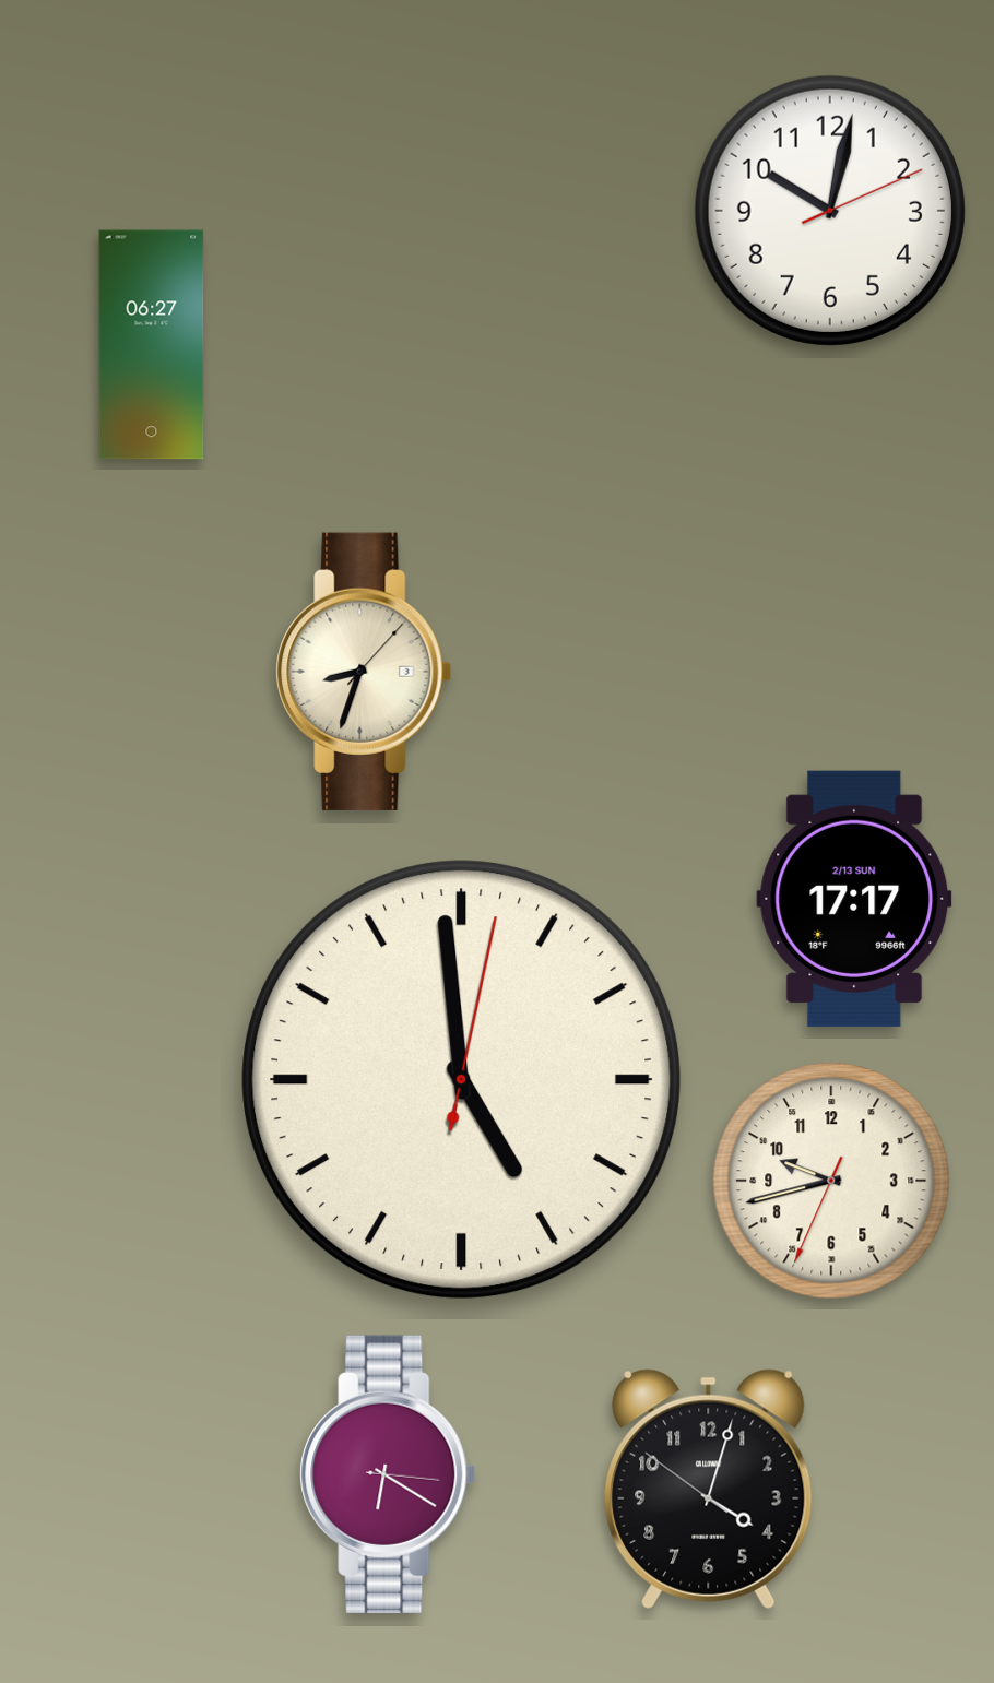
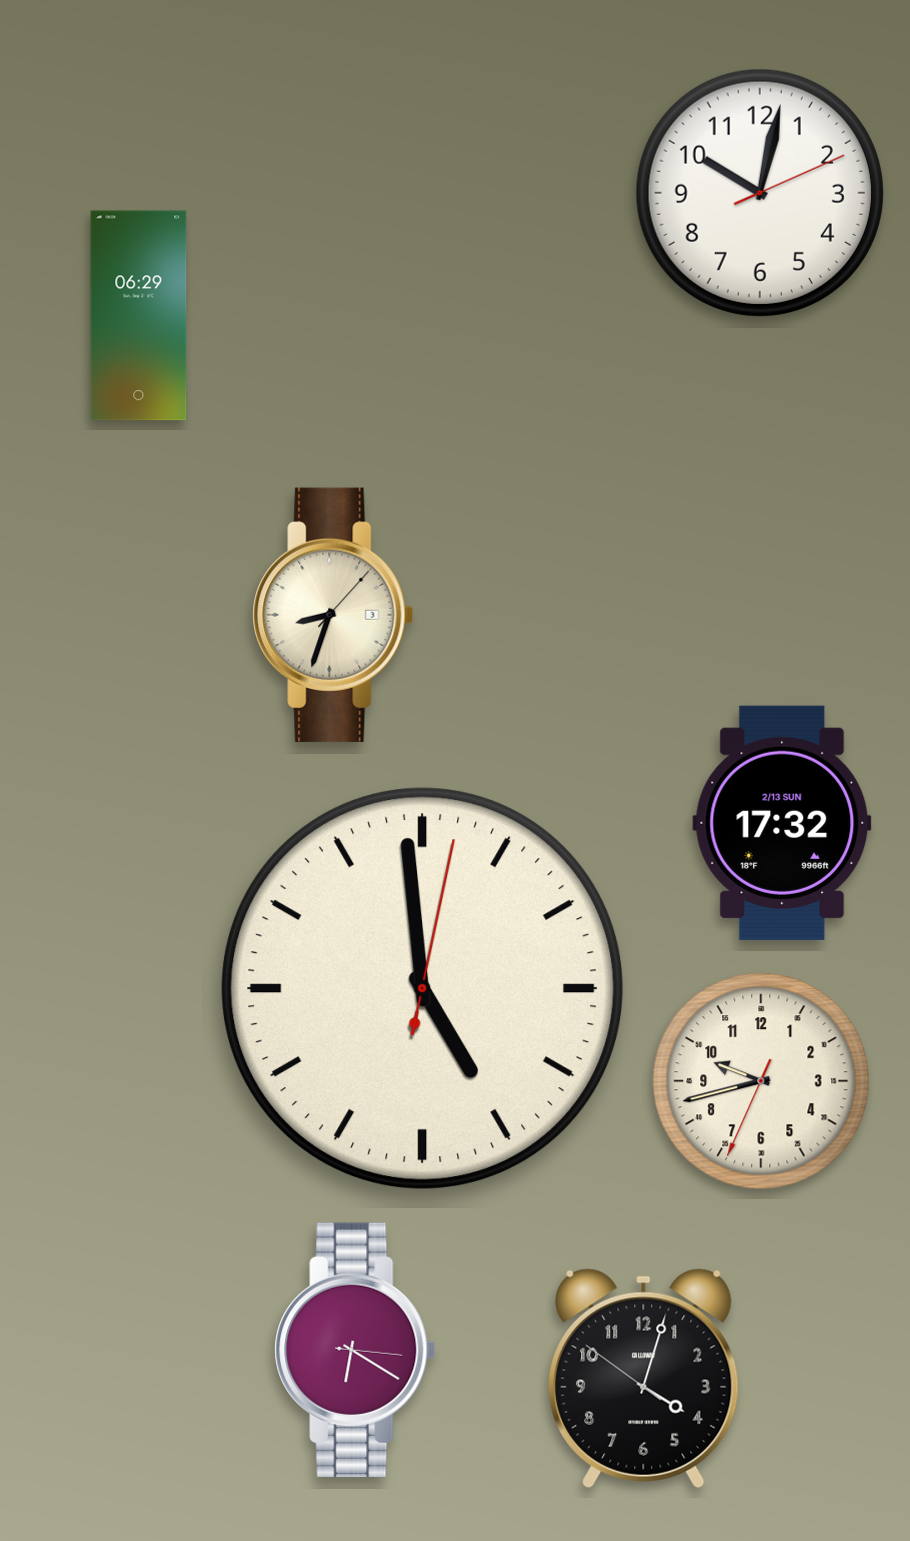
clock at (152, 345): 06:27 -> 06:29
clock at (854, 899): 17:17 -> 17:32
clock at (709, 1489) position: (709, 1489) -> (644, 1378)
